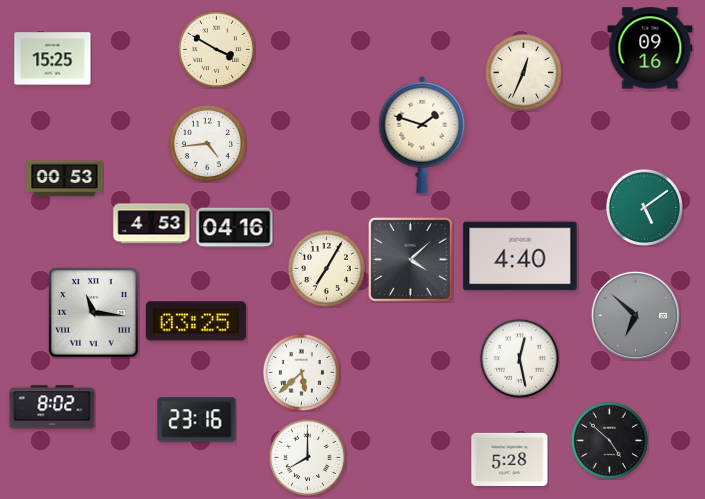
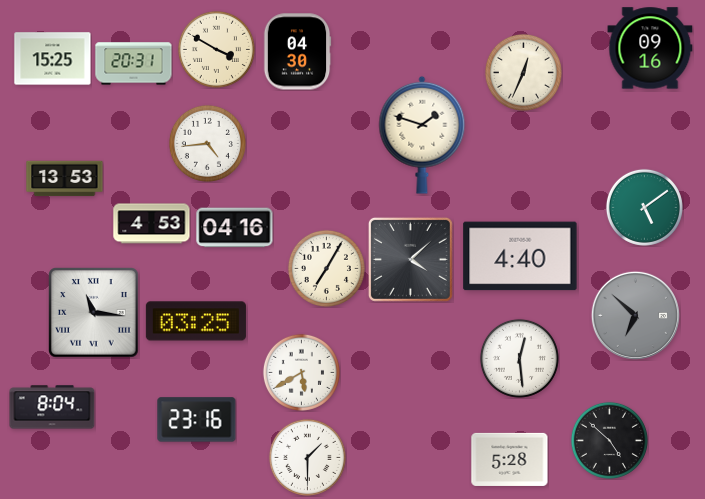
clock at (297, 52): none -> 04:30
clock at (134, 64): none -> 20:31
clock at (65, 179): 00:53 -> 13:53
clock at (519, 358): 12:28 -> 12:29
clock at (301, 372): 5:38 -> 5:40
clock at (52, 407): 8:02 -> 8:04
clock at (307, 457): 8:00 -> 1:30
